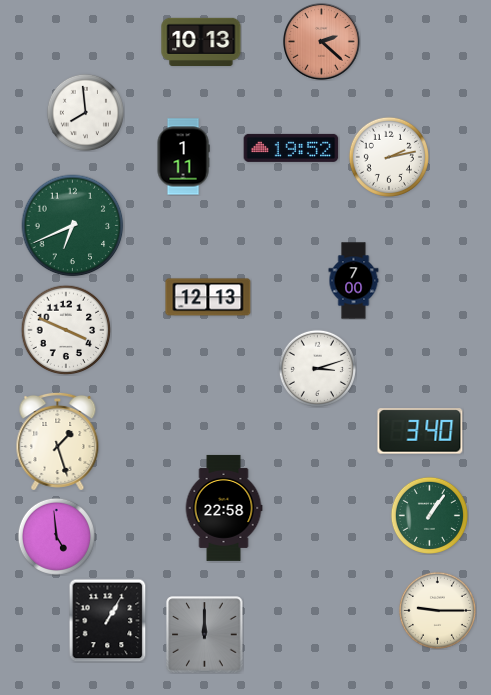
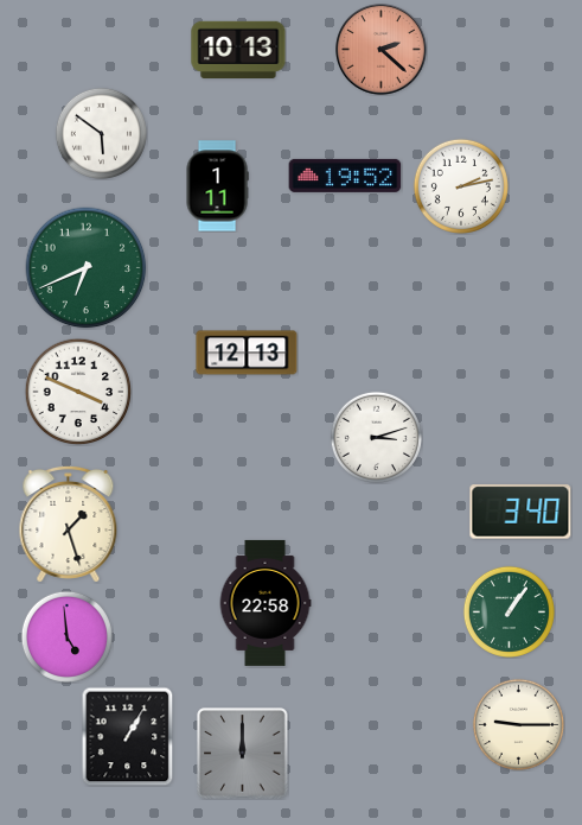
clock at (85, 112): 7:59 -> 5:51
clock at (354, 281): 7:00 -> none
clock at (420, 431) position: (420, 431) -> (520, 512)
